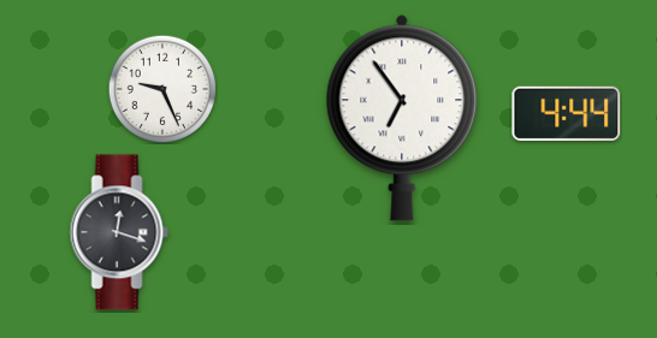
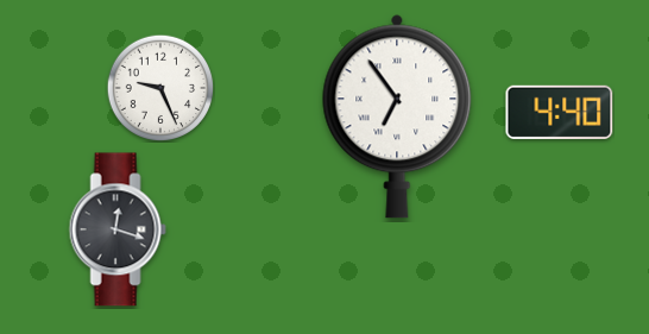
clock at (567, 113): 4:44 -> 4:40
